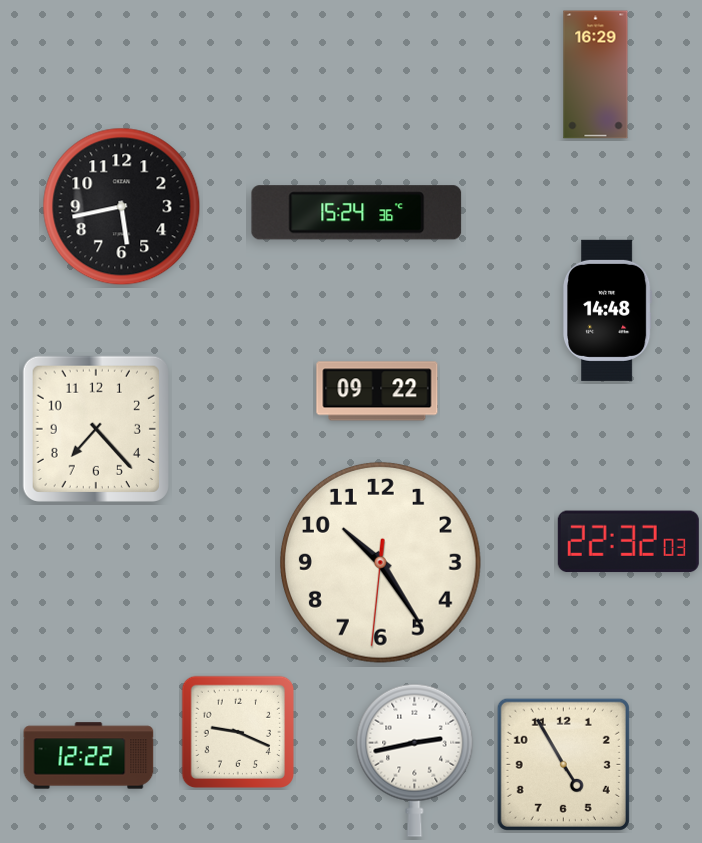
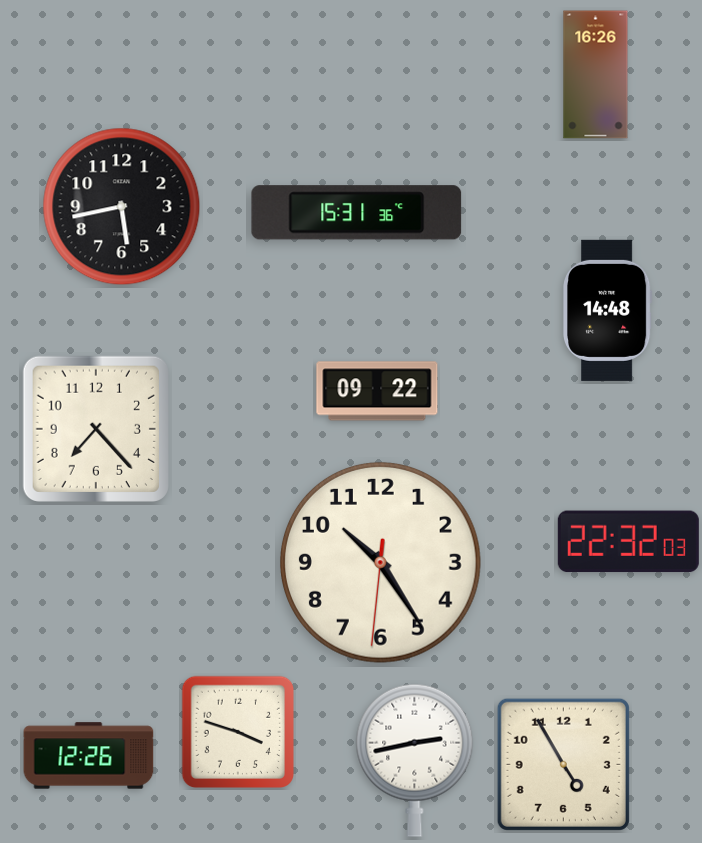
clock at (596, 75): 16:29 -> 16:26
clock at (357, 213): 15:24 -> 15:31
clock at (237, 731): 9:19 -> 3:48
clock at (89, 756): 12:22 -> 12:26
